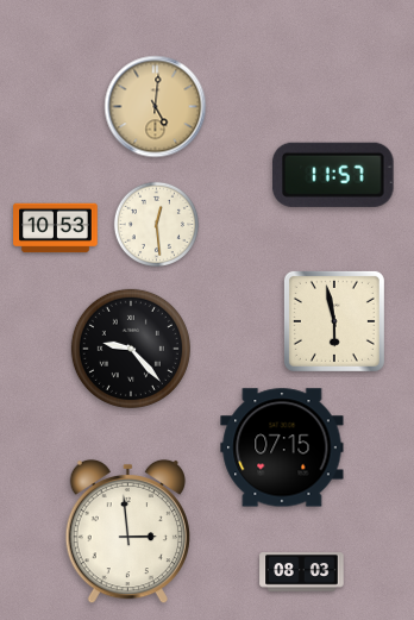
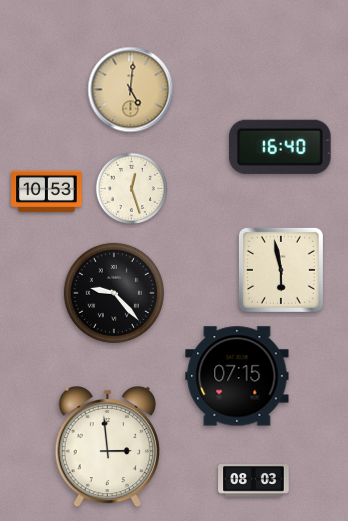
clock at (334, 175): 11:57 -> 16:40
clock at (156, 224): 12:29 -> 12:27
clock at (131, 349) position: (131, 349) -> (114, 293)
